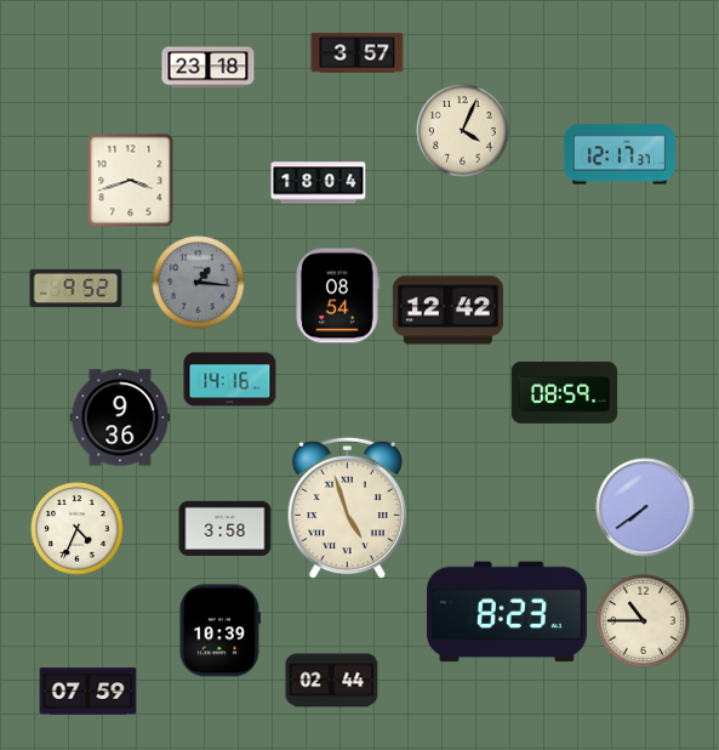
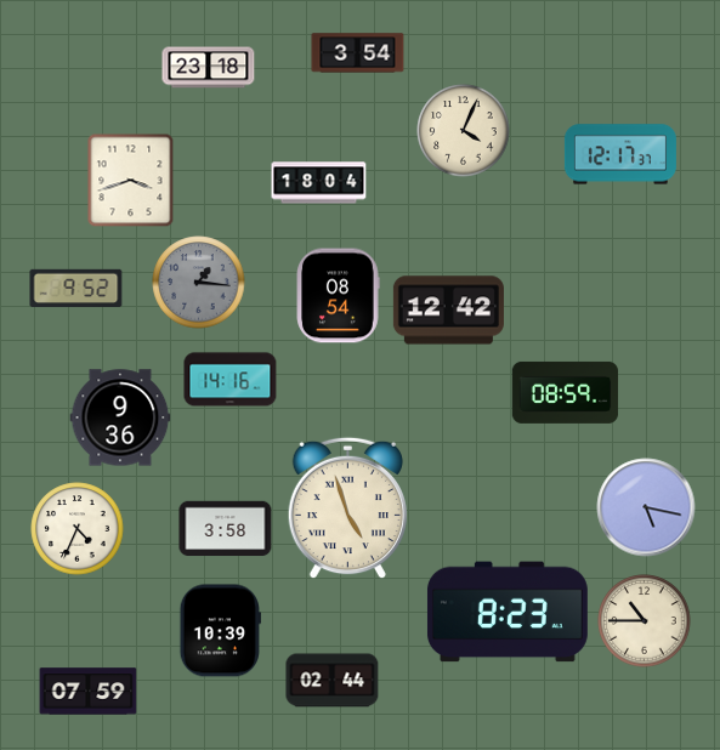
clock at (358, 53): 3:57 -> 3:54
clock at (645, 507): 7:39 -> 5:17
